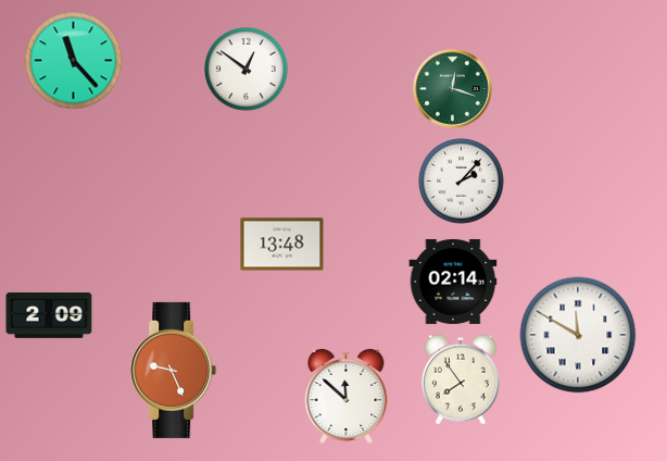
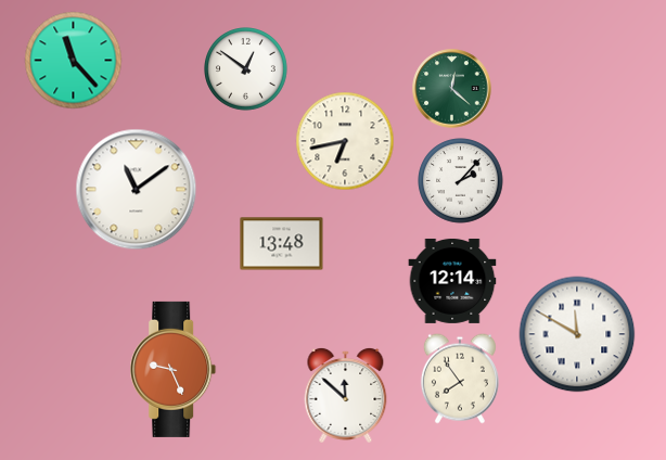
clock at (453, 89): 12:18 -> 12:22
clock at (345, 141): none -> 6:43
clock at (137, 190): none -> 11:09
clock at (453, 282): 02:14 -> 12:14
clock at (49, 316): 2:09 -> none
